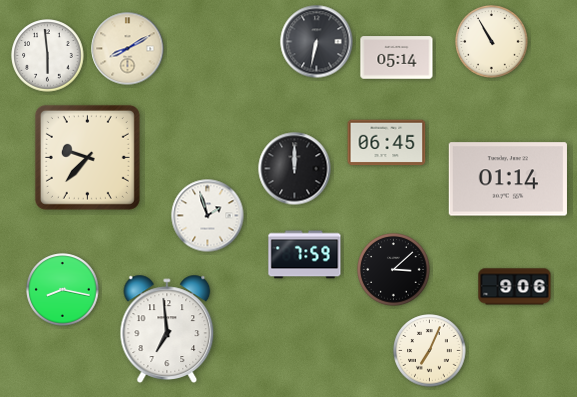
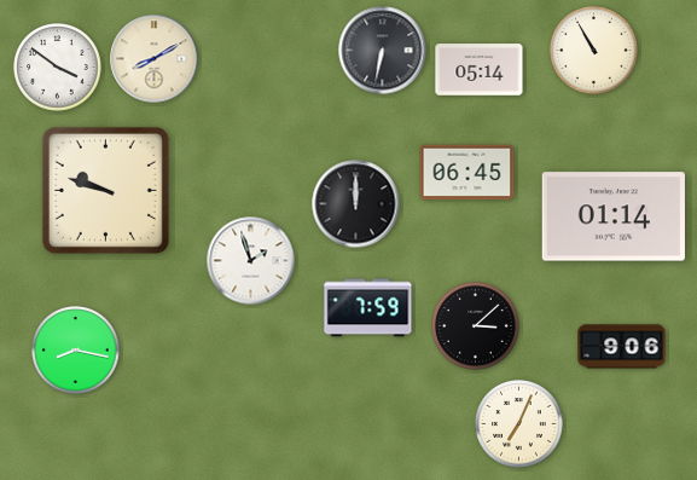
clock at (48, 56): 5:59 -> 3:51
clock at (87, 157): 9:37 -> 9:48
clock at (167, 329): 6:59 -> none
